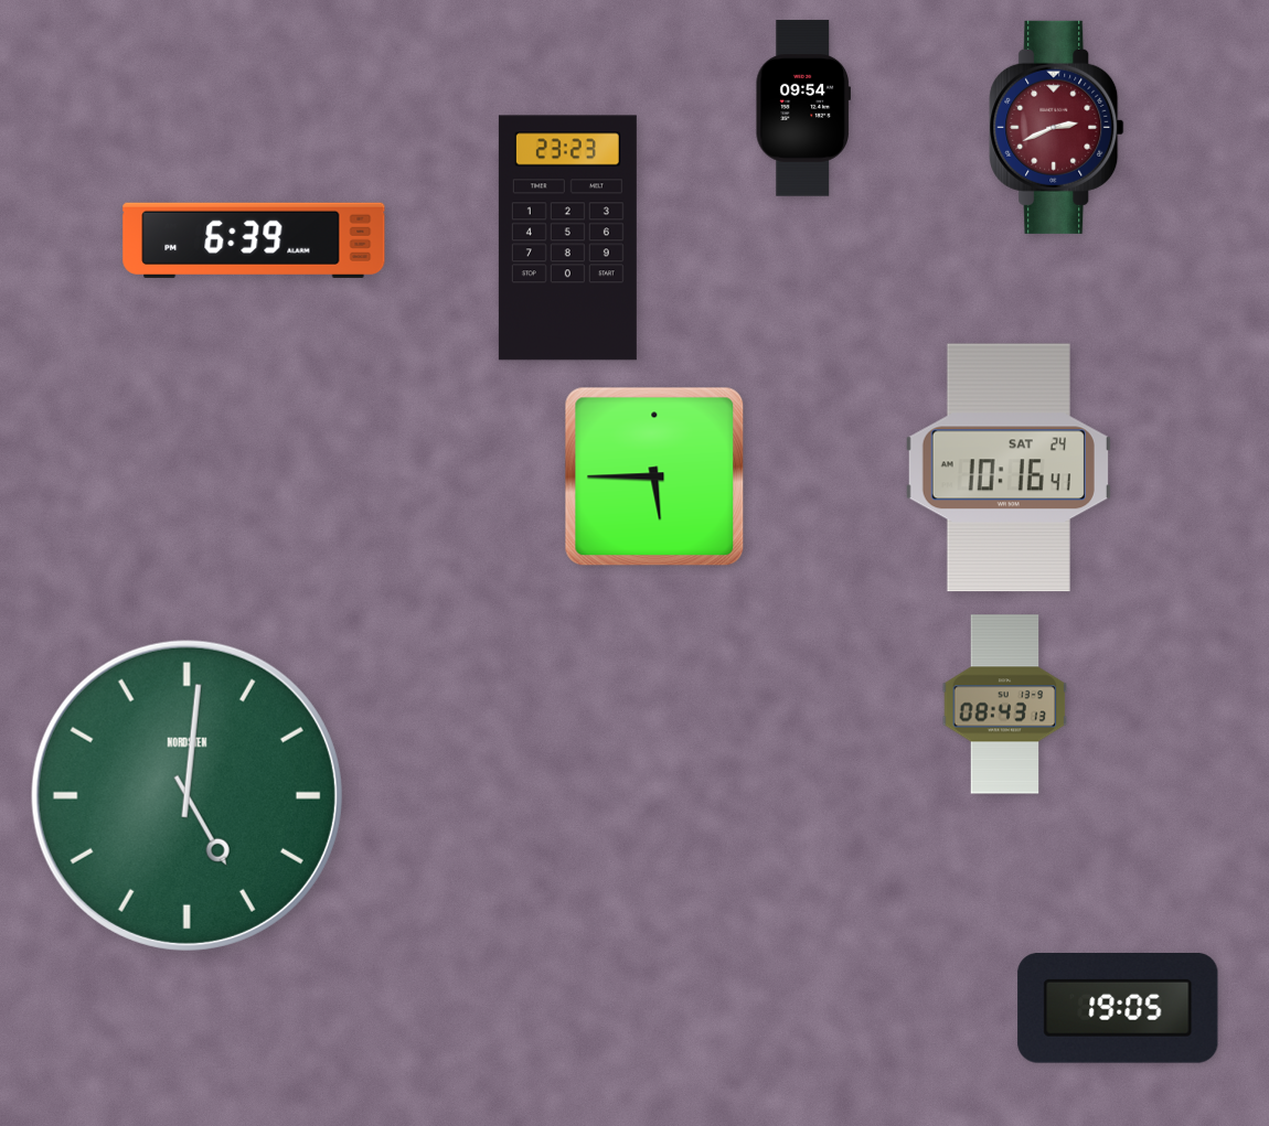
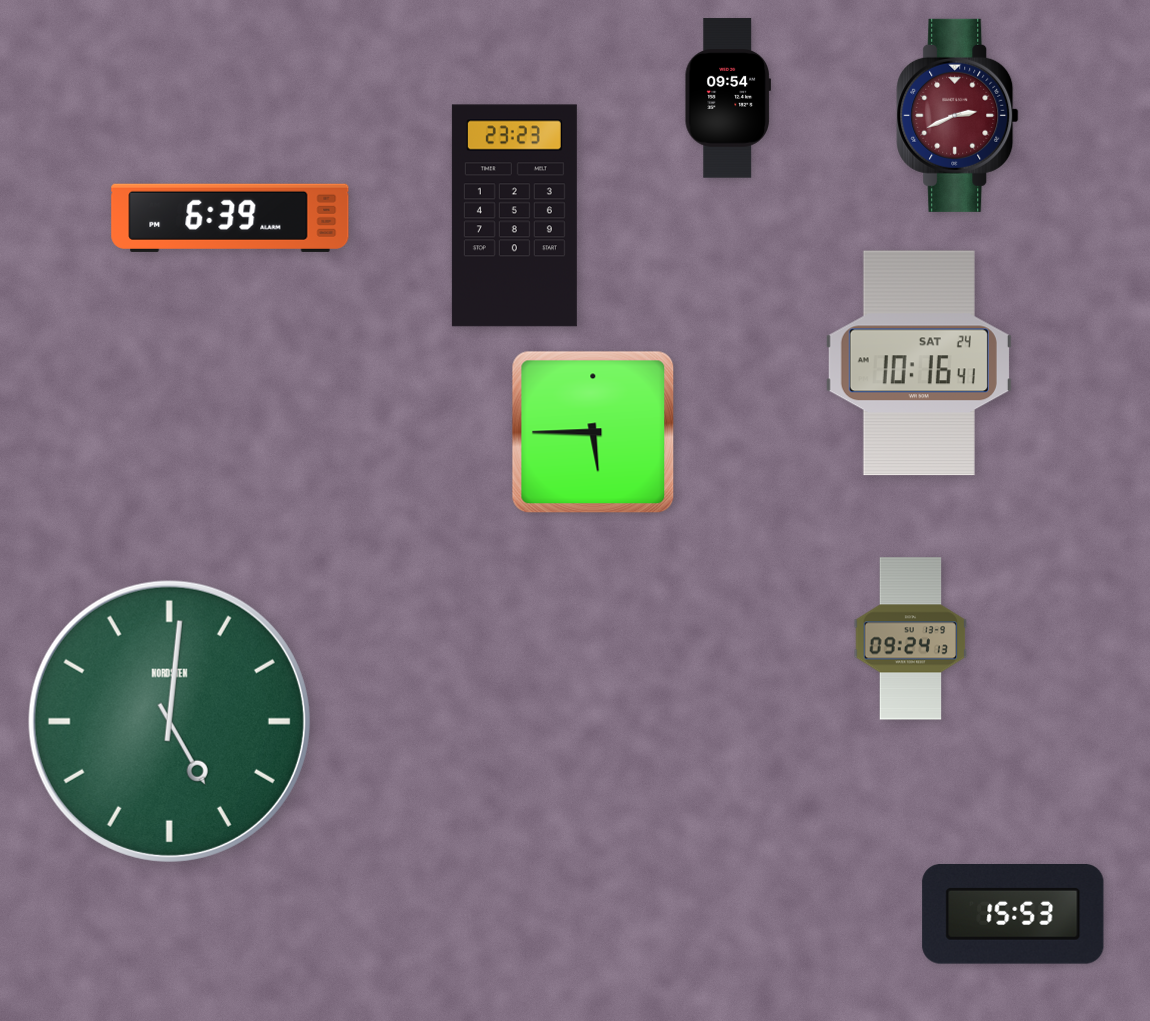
clock at (1009, 468) position: (1009, 468) -> (919, 363)
clock at (1005, 705): 08:43 -> 09:24
clock at (1118, 1009): 19:05 -> 15:53
